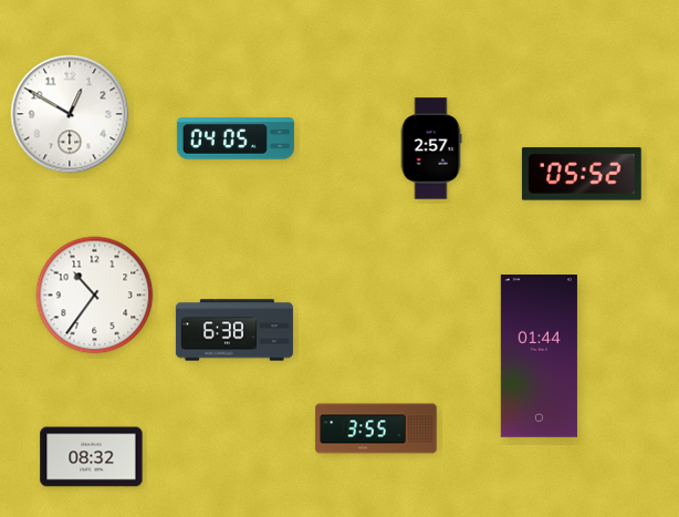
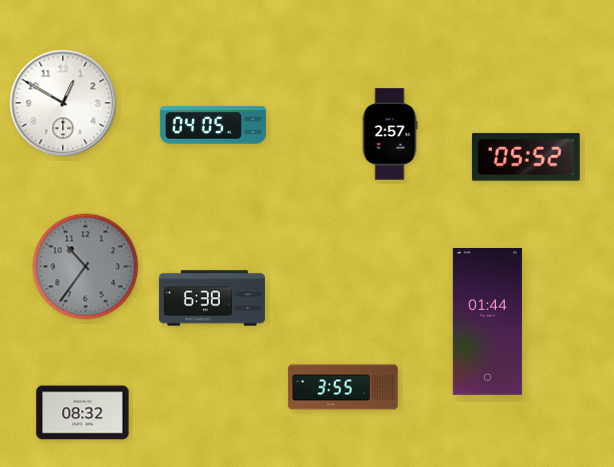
clock at (95, 296) dial: white -> grey
clock at (376, 428) position: (376, 428) -> (343, 387)
